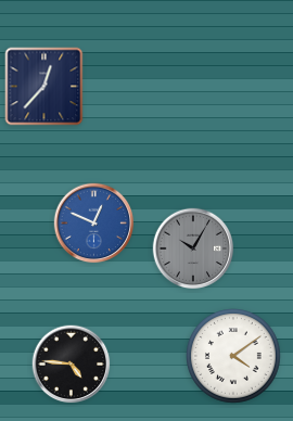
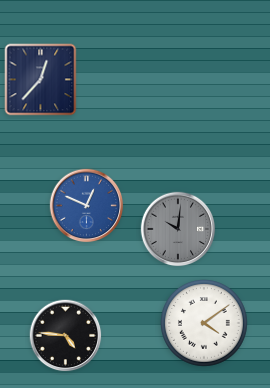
clock at (193, 248): 10:05 -> 10:01
clock at (234, 357) position: (234, 357) -> (205, 324)
